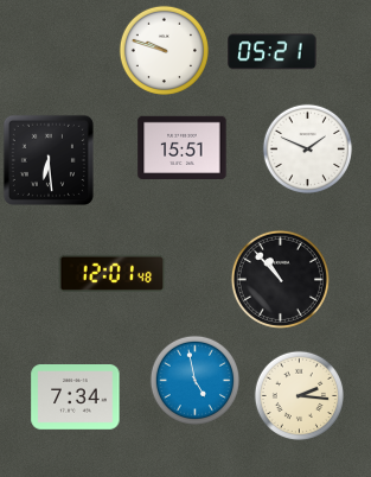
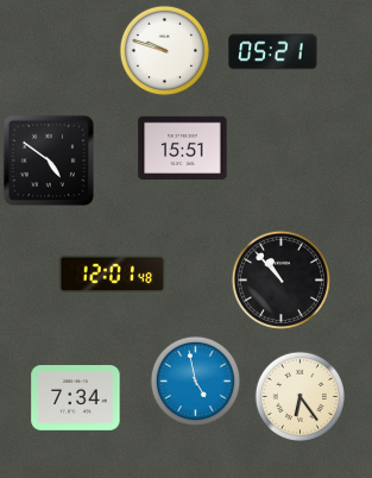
clock at (307, 148): 1:49 -> none
clock at (49, 160): 6:29 -> 4:51
clock at (299, 395): 2:16 -> 6:24
